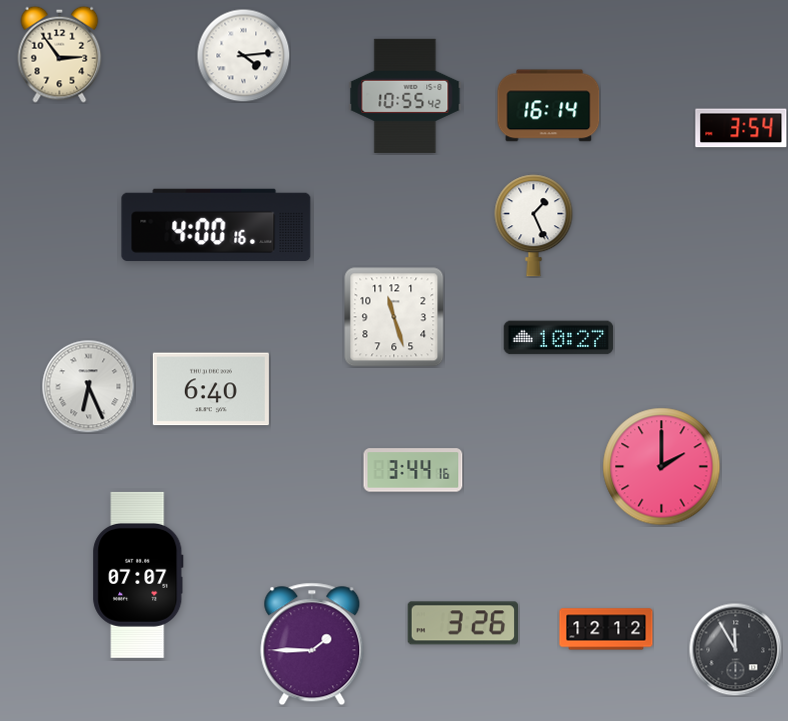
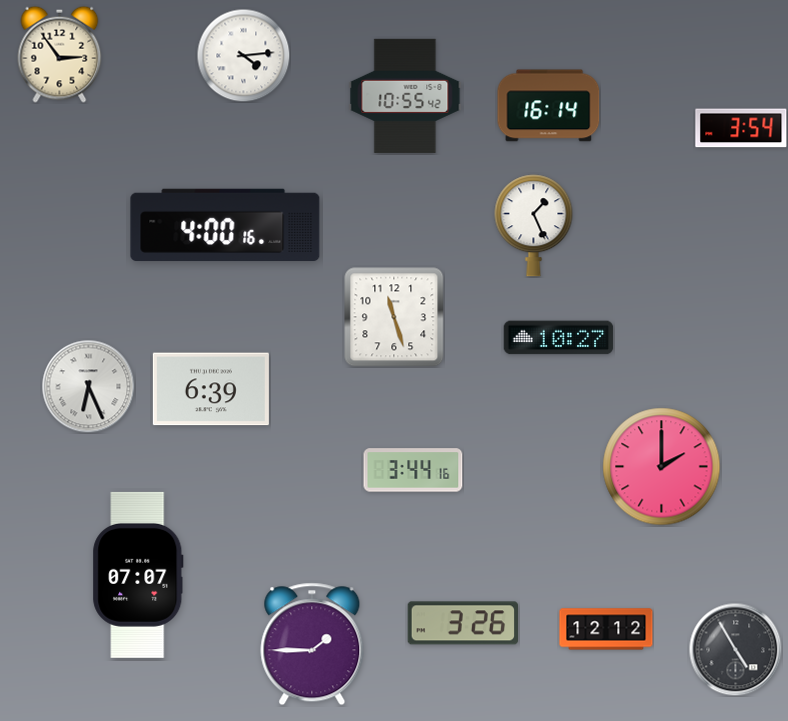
clock at (216, 225) position: (216, 225) -> (225, 225)
clock at (211, 389): 6:40 -> 6:39
clock at (735, 649): 11:55 -> 4:55
